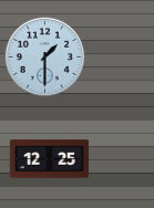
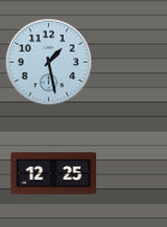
clock at (45, 58): 1:30 -> 1:28
